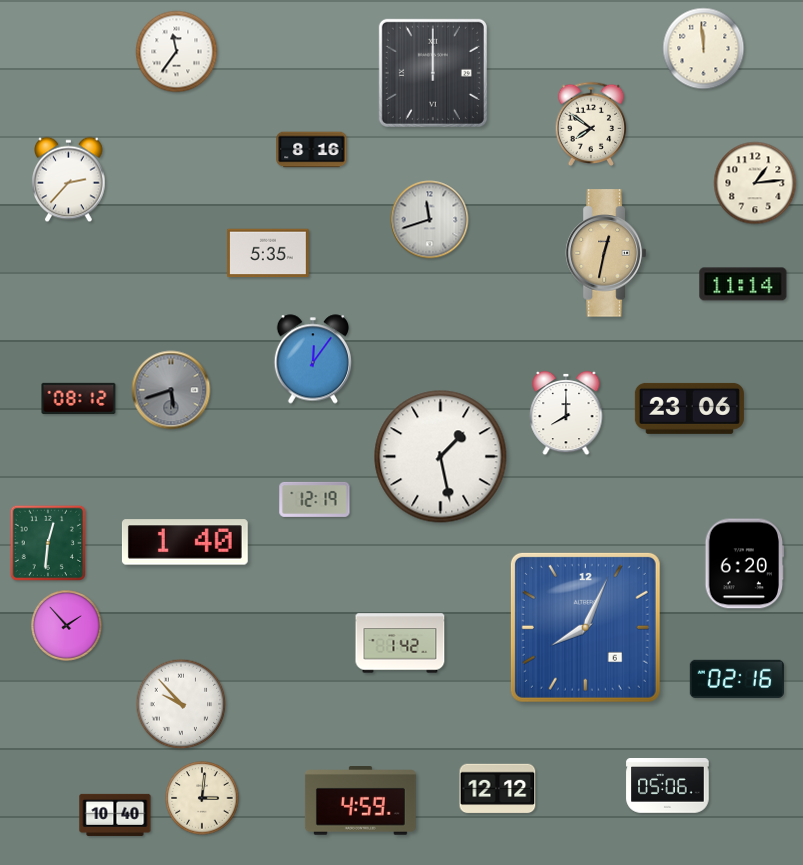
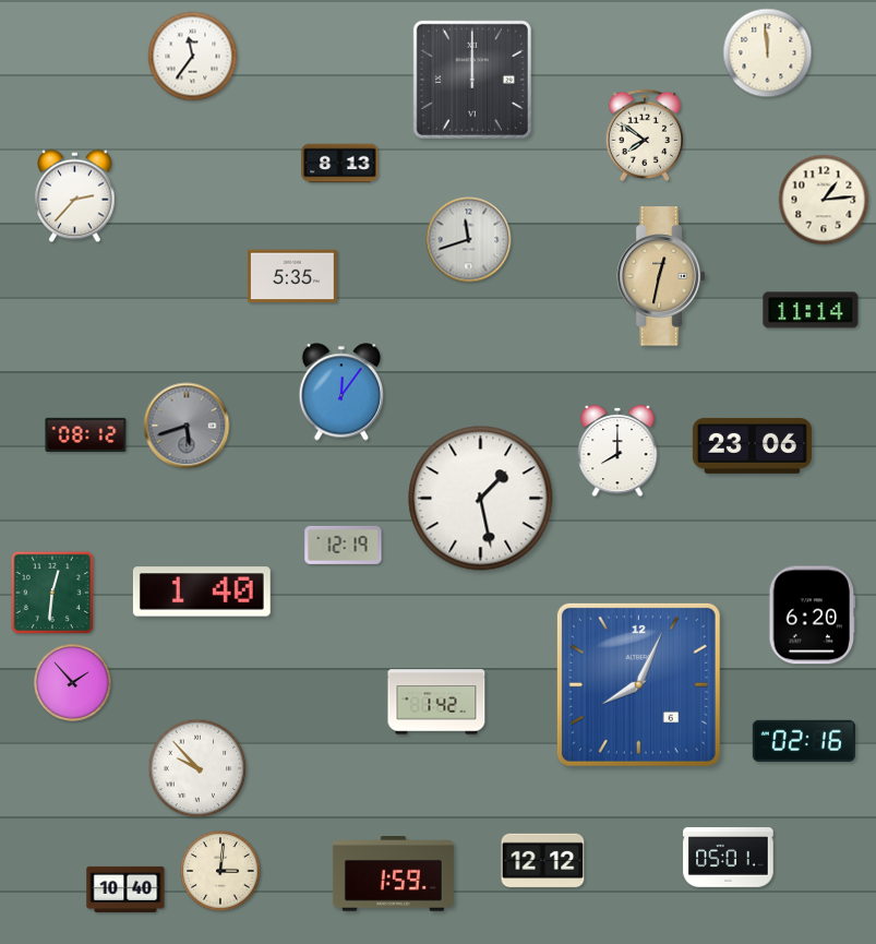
clock at (312, 150): 8:16 -> 8:13
clock at (668, 786): 05:06 -> 05:01
clock at (360, 801): 4:59 -> 1:59
